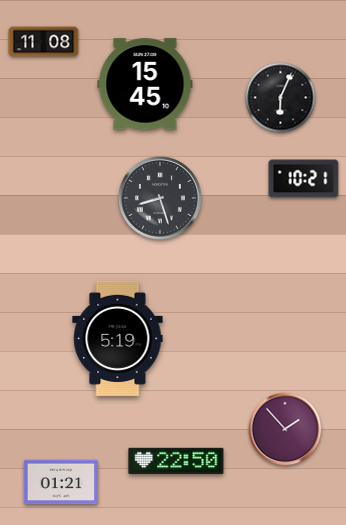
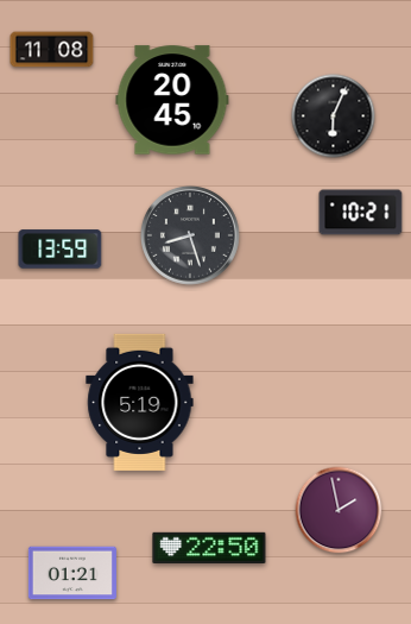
clock at (145, 84): 15:45 -> 20:45
clock at (61, 250): none -> 13:59
clock at (285, 429): 1:53 -> 1:58
